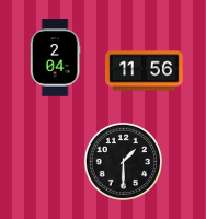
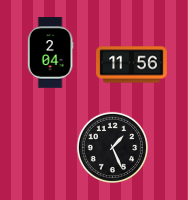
clock at (123, 161): 1:30 -> 1:26
